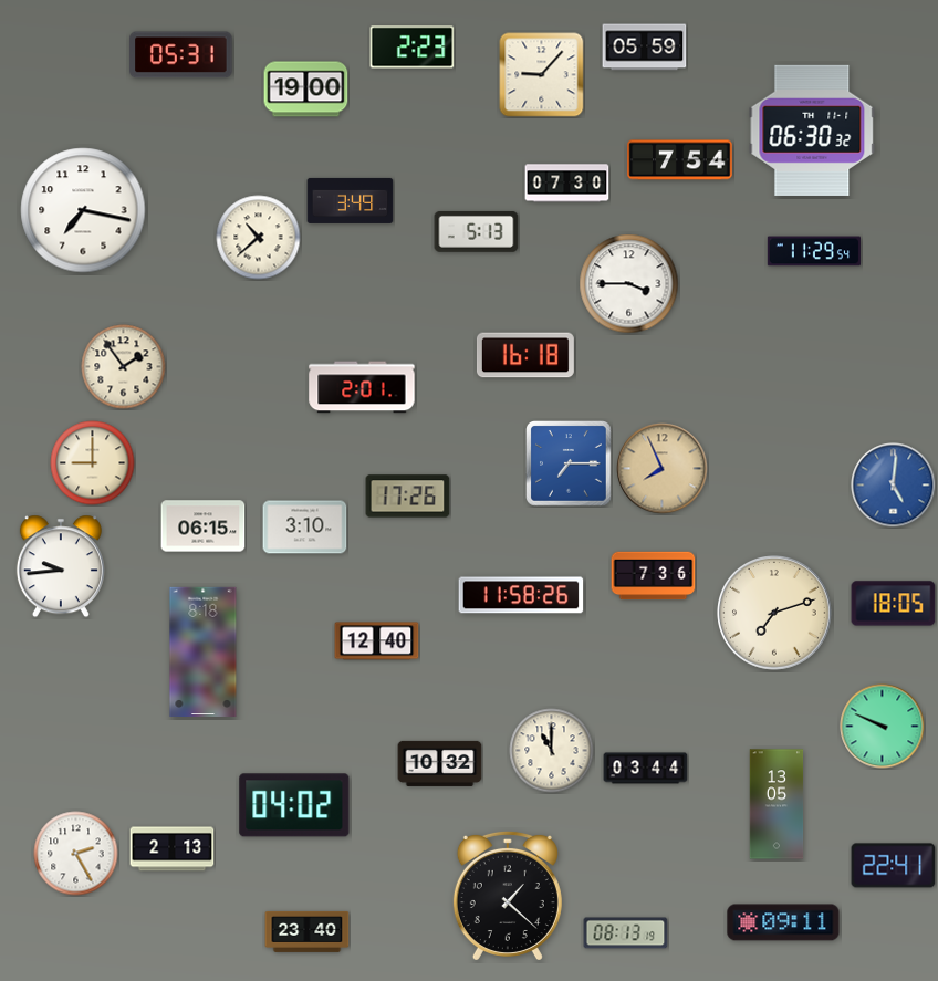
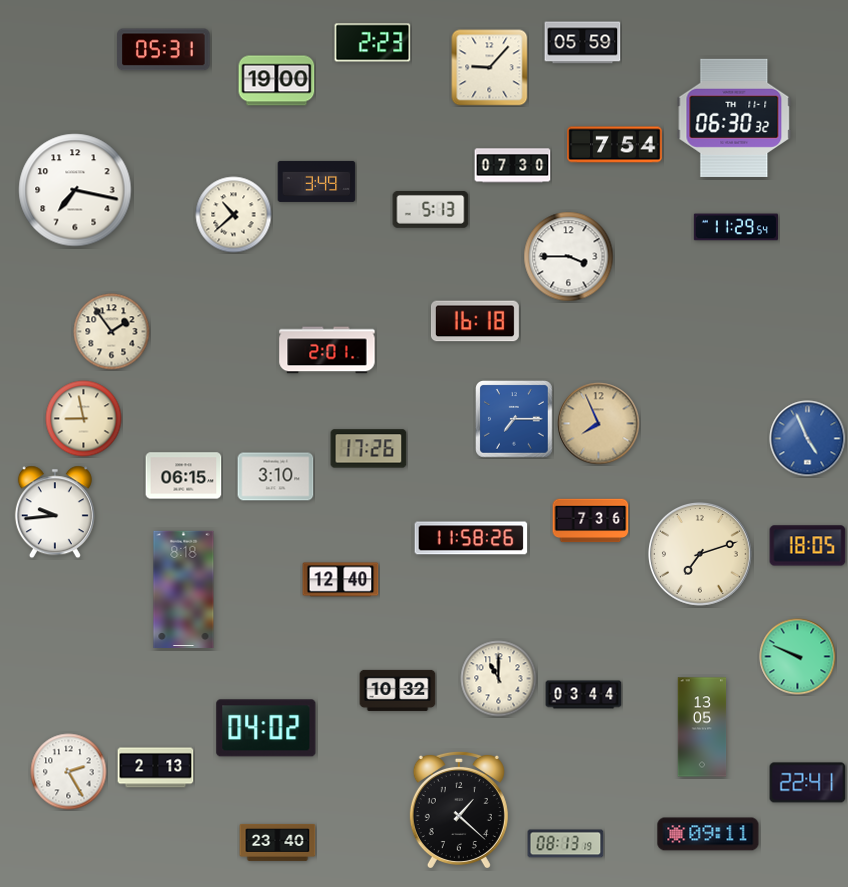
clock at (93, 463): 9:00 -> 8:58
clock at (894, 486): 5:01 -> 4:56
